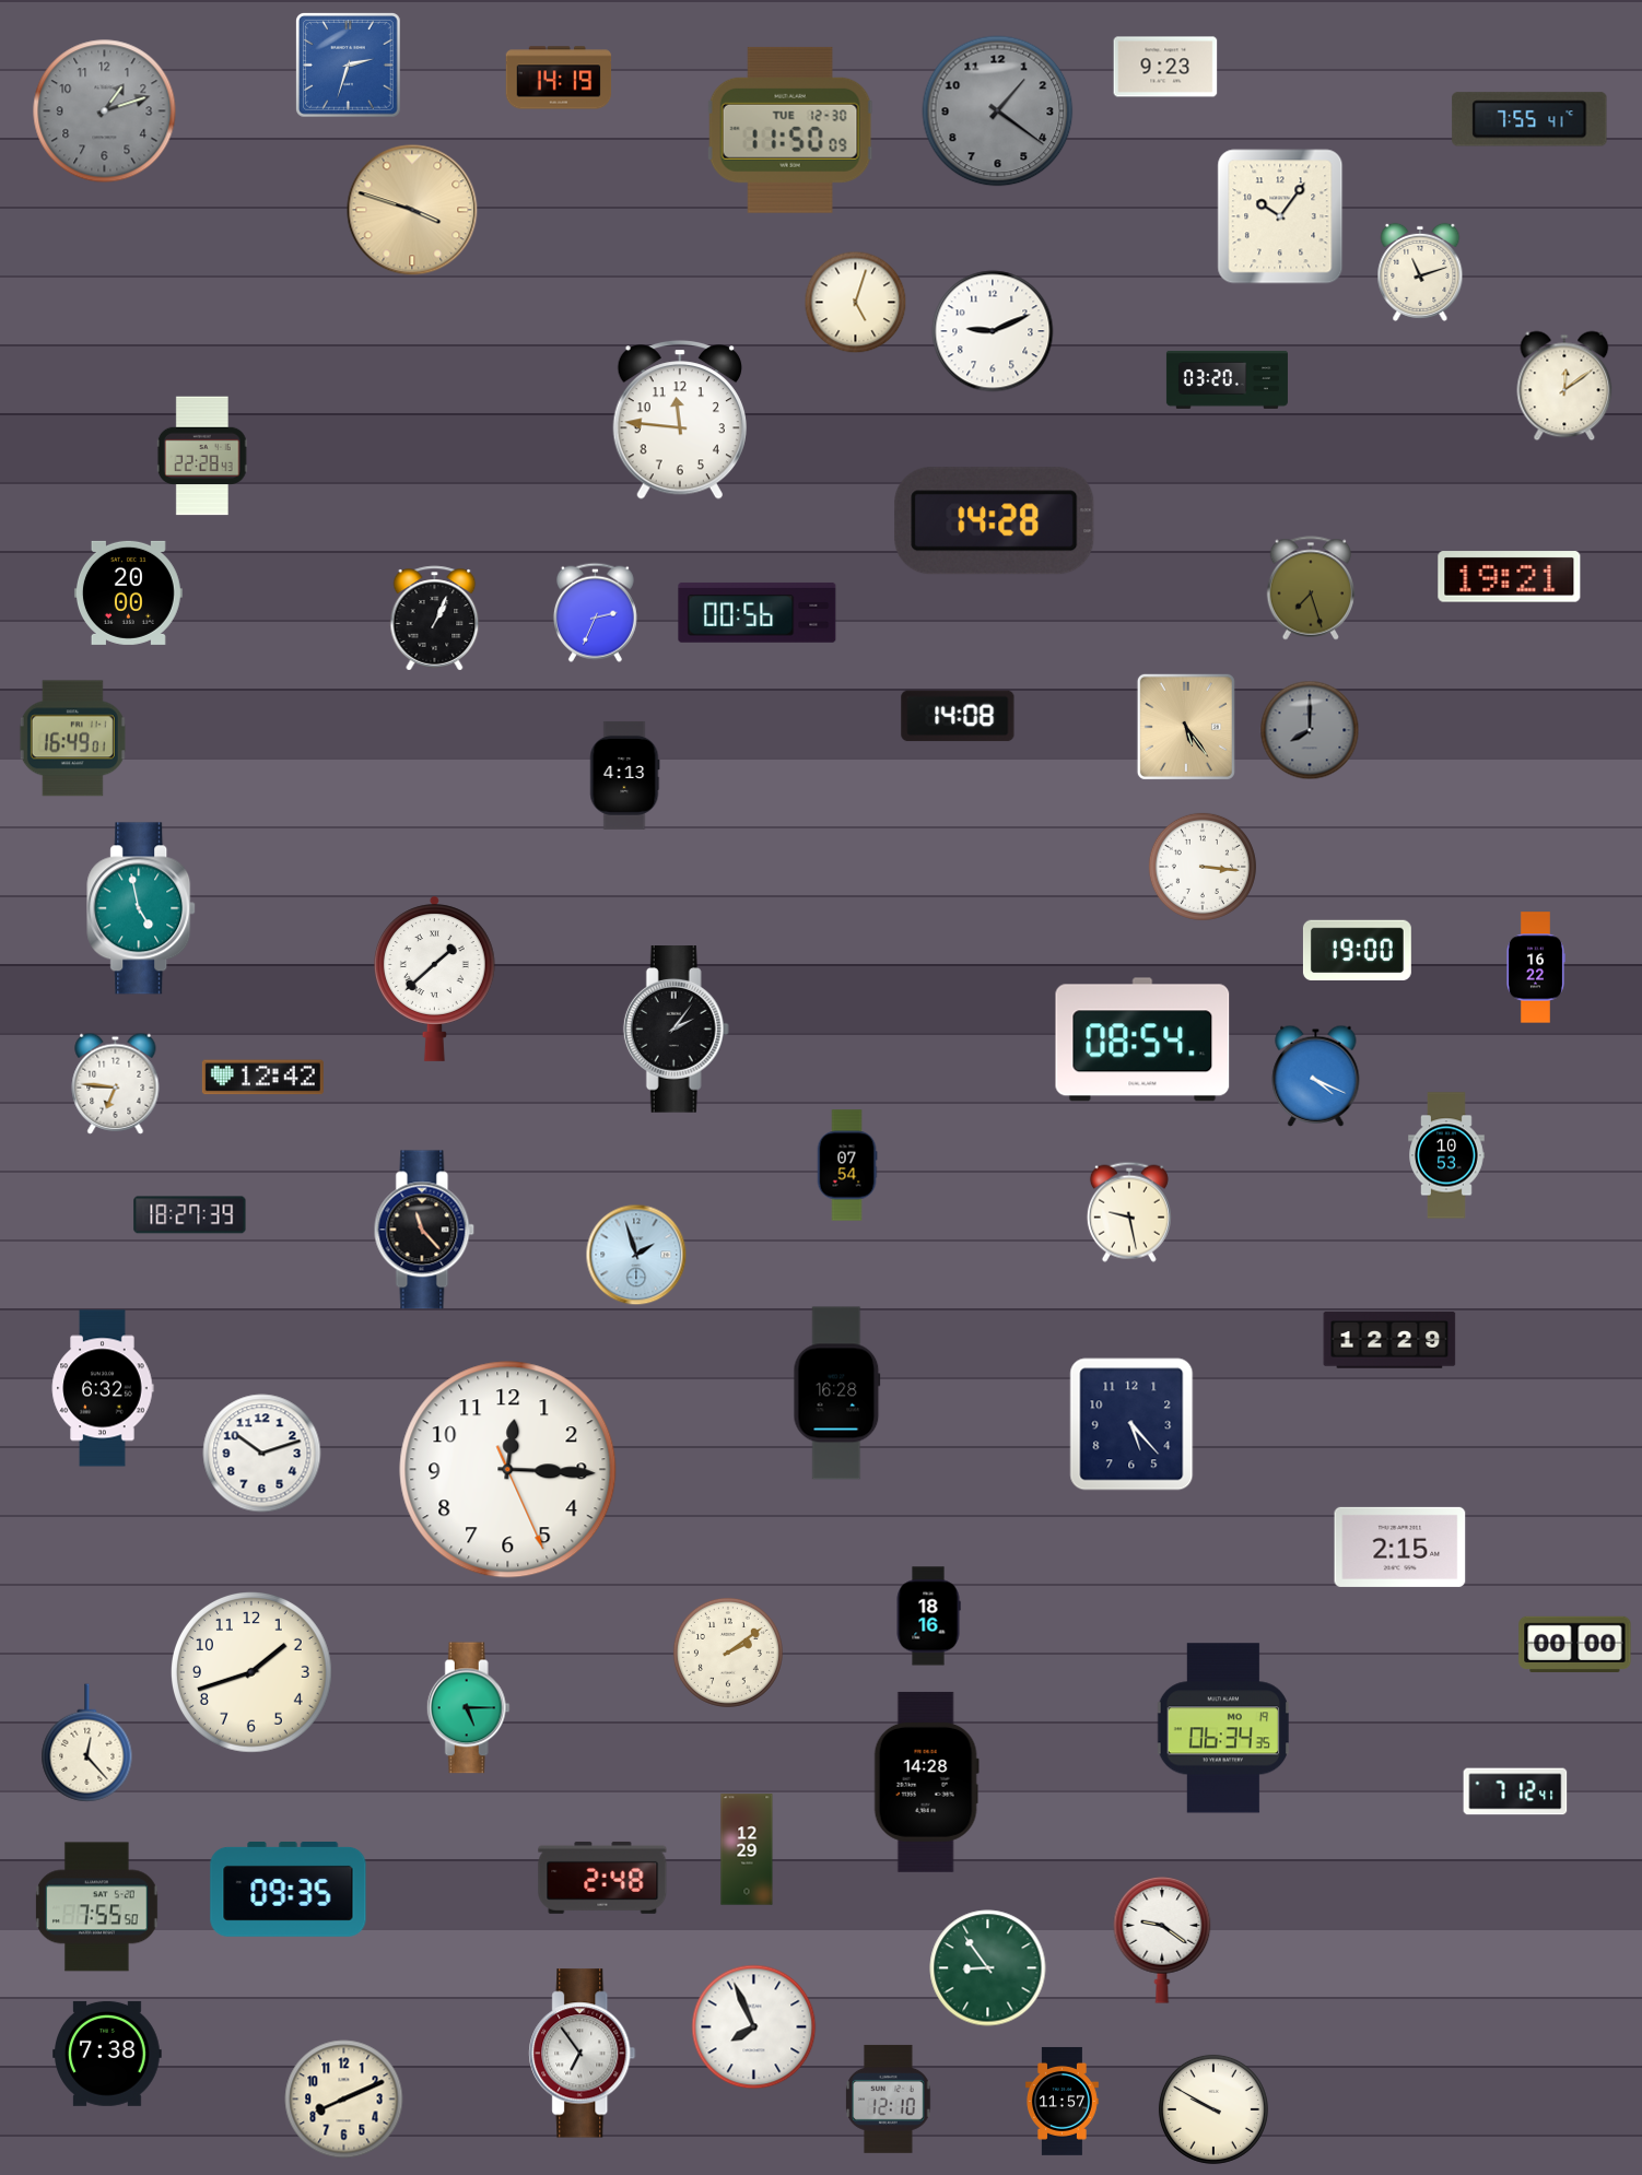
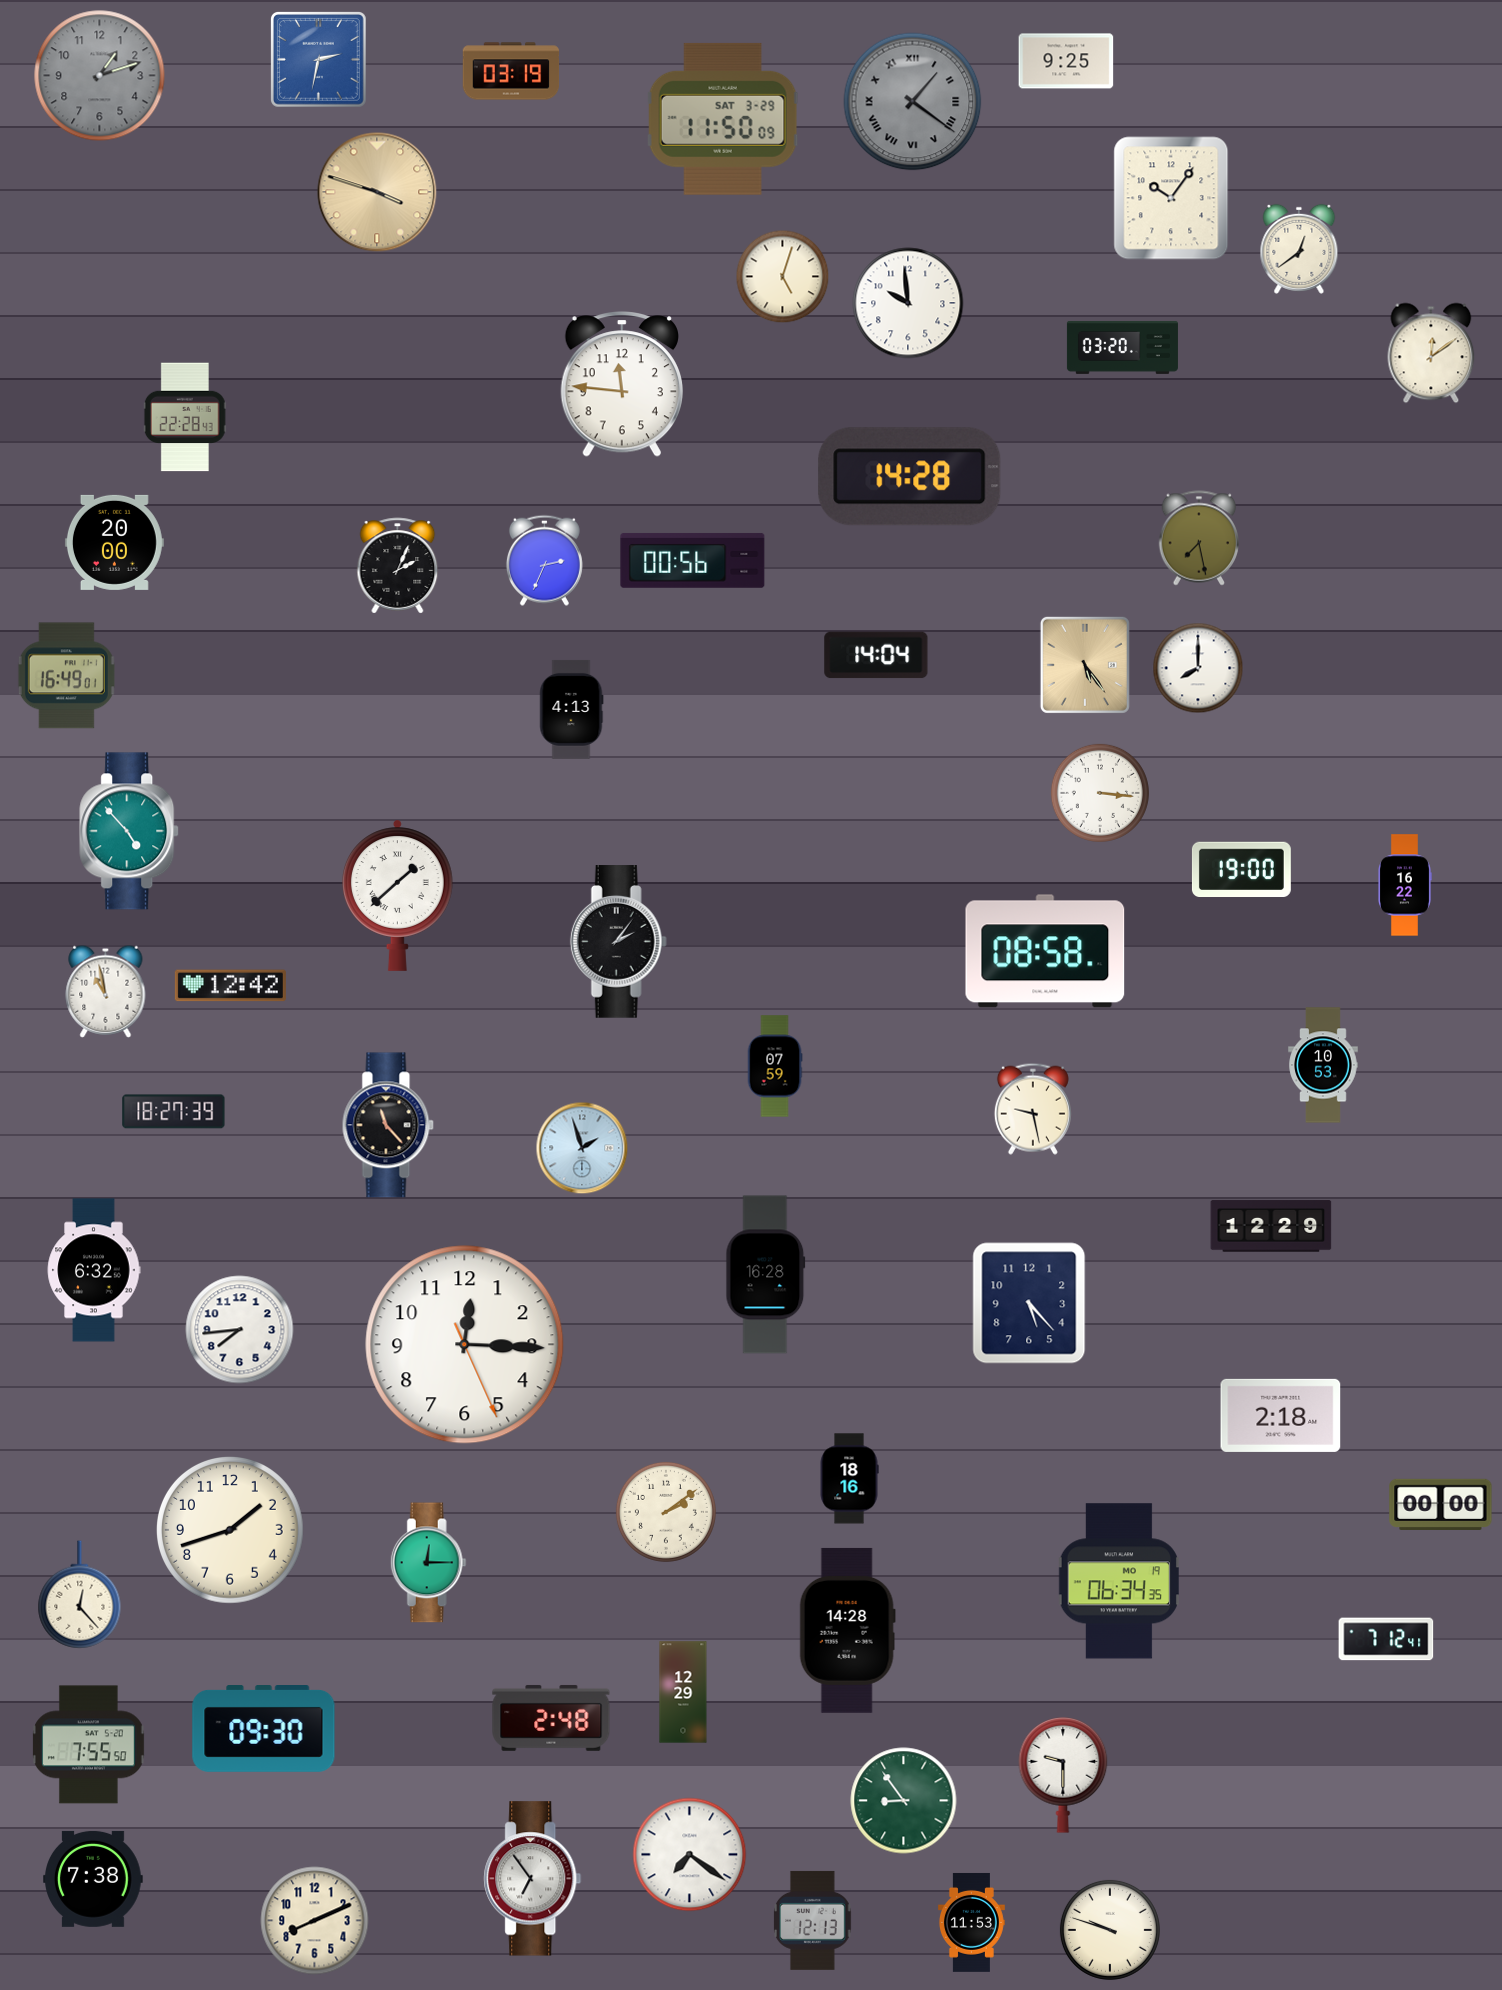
clock at (349, 66): 2:33 -> 2:32
clock at (1165, 67): 9:23 -> 9:25
clock at (559, 78): 14:19 -> 03:19
clock at (105, 111) position: (105, 111) -> (100, 76)
clock at (998, 111) numerals: Arabic -> Roman
clock at (1529, 119): 7:55 -> none
clock at (790, 130) date: TUE 12-30 -> SAT 3-29
clock at (1420, 272): 11:12 -> 12:39
clock at (993, 331): 9:11 -> 9:59
clock at (1510, 577): 19:21 -> none
clock at (1311, 588): 7:27 -> 7:28
clock at (128, 592) position: (128, 592) -> (114, 542)
clock at (435, 619): 1:04 -> 2:04
clock at (958, 716): 14:08 -> 14:04
clock at (1310, 730) dial: grey -> white
clock at (142, 908): 4:58 -> 4:53
clock at (1142, 1039): 08:54 -> 08:58
clock at (1316, 1075): 4:19 -> none
clock at (262, 1078) position: (262, 1078) -> (230, 986)
clock at (116, 1083): 6:46 -> 10:58
clock at (1446, 1155) position: (1446, 1155) -> (1323, 1065)
clock at (847, 1165): 07:54 -> 07:59
clock at (1131, 1424) position: (1131, 1424) -> (1029, 1303)
clock at (262, 1454): 10:12 -> 7:44
clock at (1400, 1547): 2:15 -> 2:18
clock at (468, 1708): 5:15 -> 12:15
clock at (289, 1890): 09:35 -> 09:30
clock at (1162, 1941): 9:21 -> 9:30
clock at (754, 2027): 7:56 -> 7:21
clock at (108, 2054) position: (108, 2054) -> (94, 1879)
clock at (889, 2098): 12:10 -> 12:13
clock at (1062, 2101): 11:57 -> 11:53
clock at (1213, 2109): 9:50 -> 9:48
